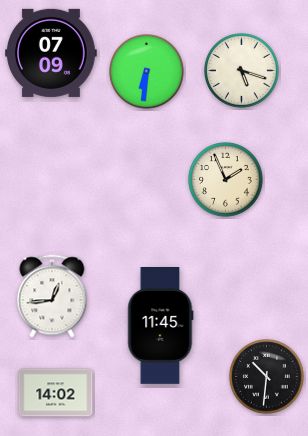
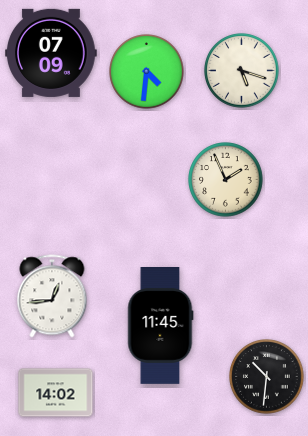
clock at (147, 72): 6:31 -> 4:31
